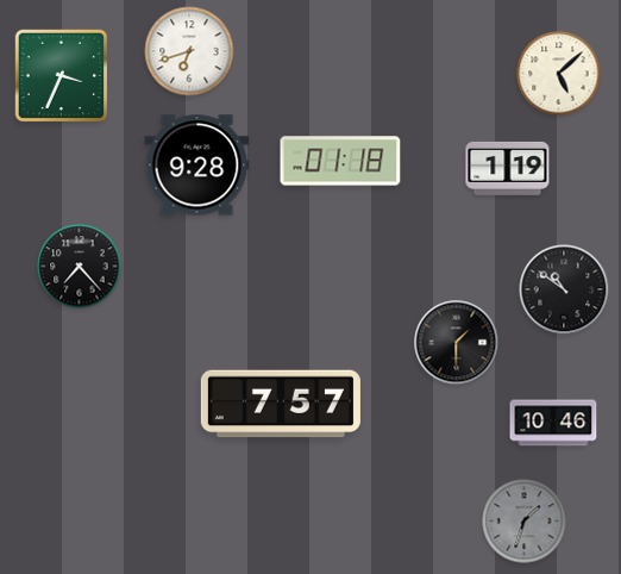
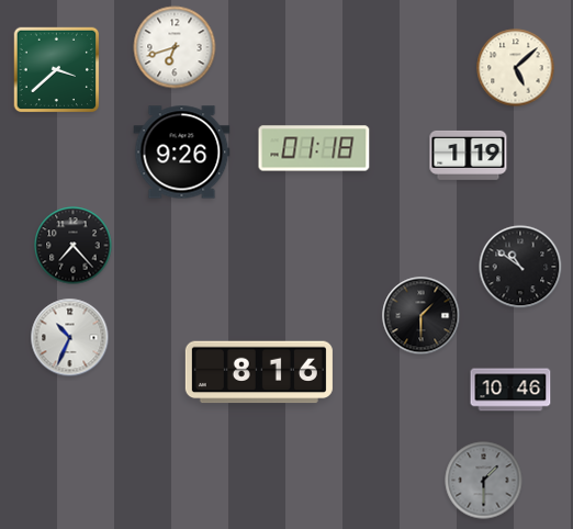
clock at (62, 76): 3:34 -> 3:38
clock at (197, 166): 9:28 -> 9:26
clock at (70, 338): none -> 10:34
clock at (281, 404): 7:57 -> 8:16
clock at (525, 522): 1:33 -> 1:30
